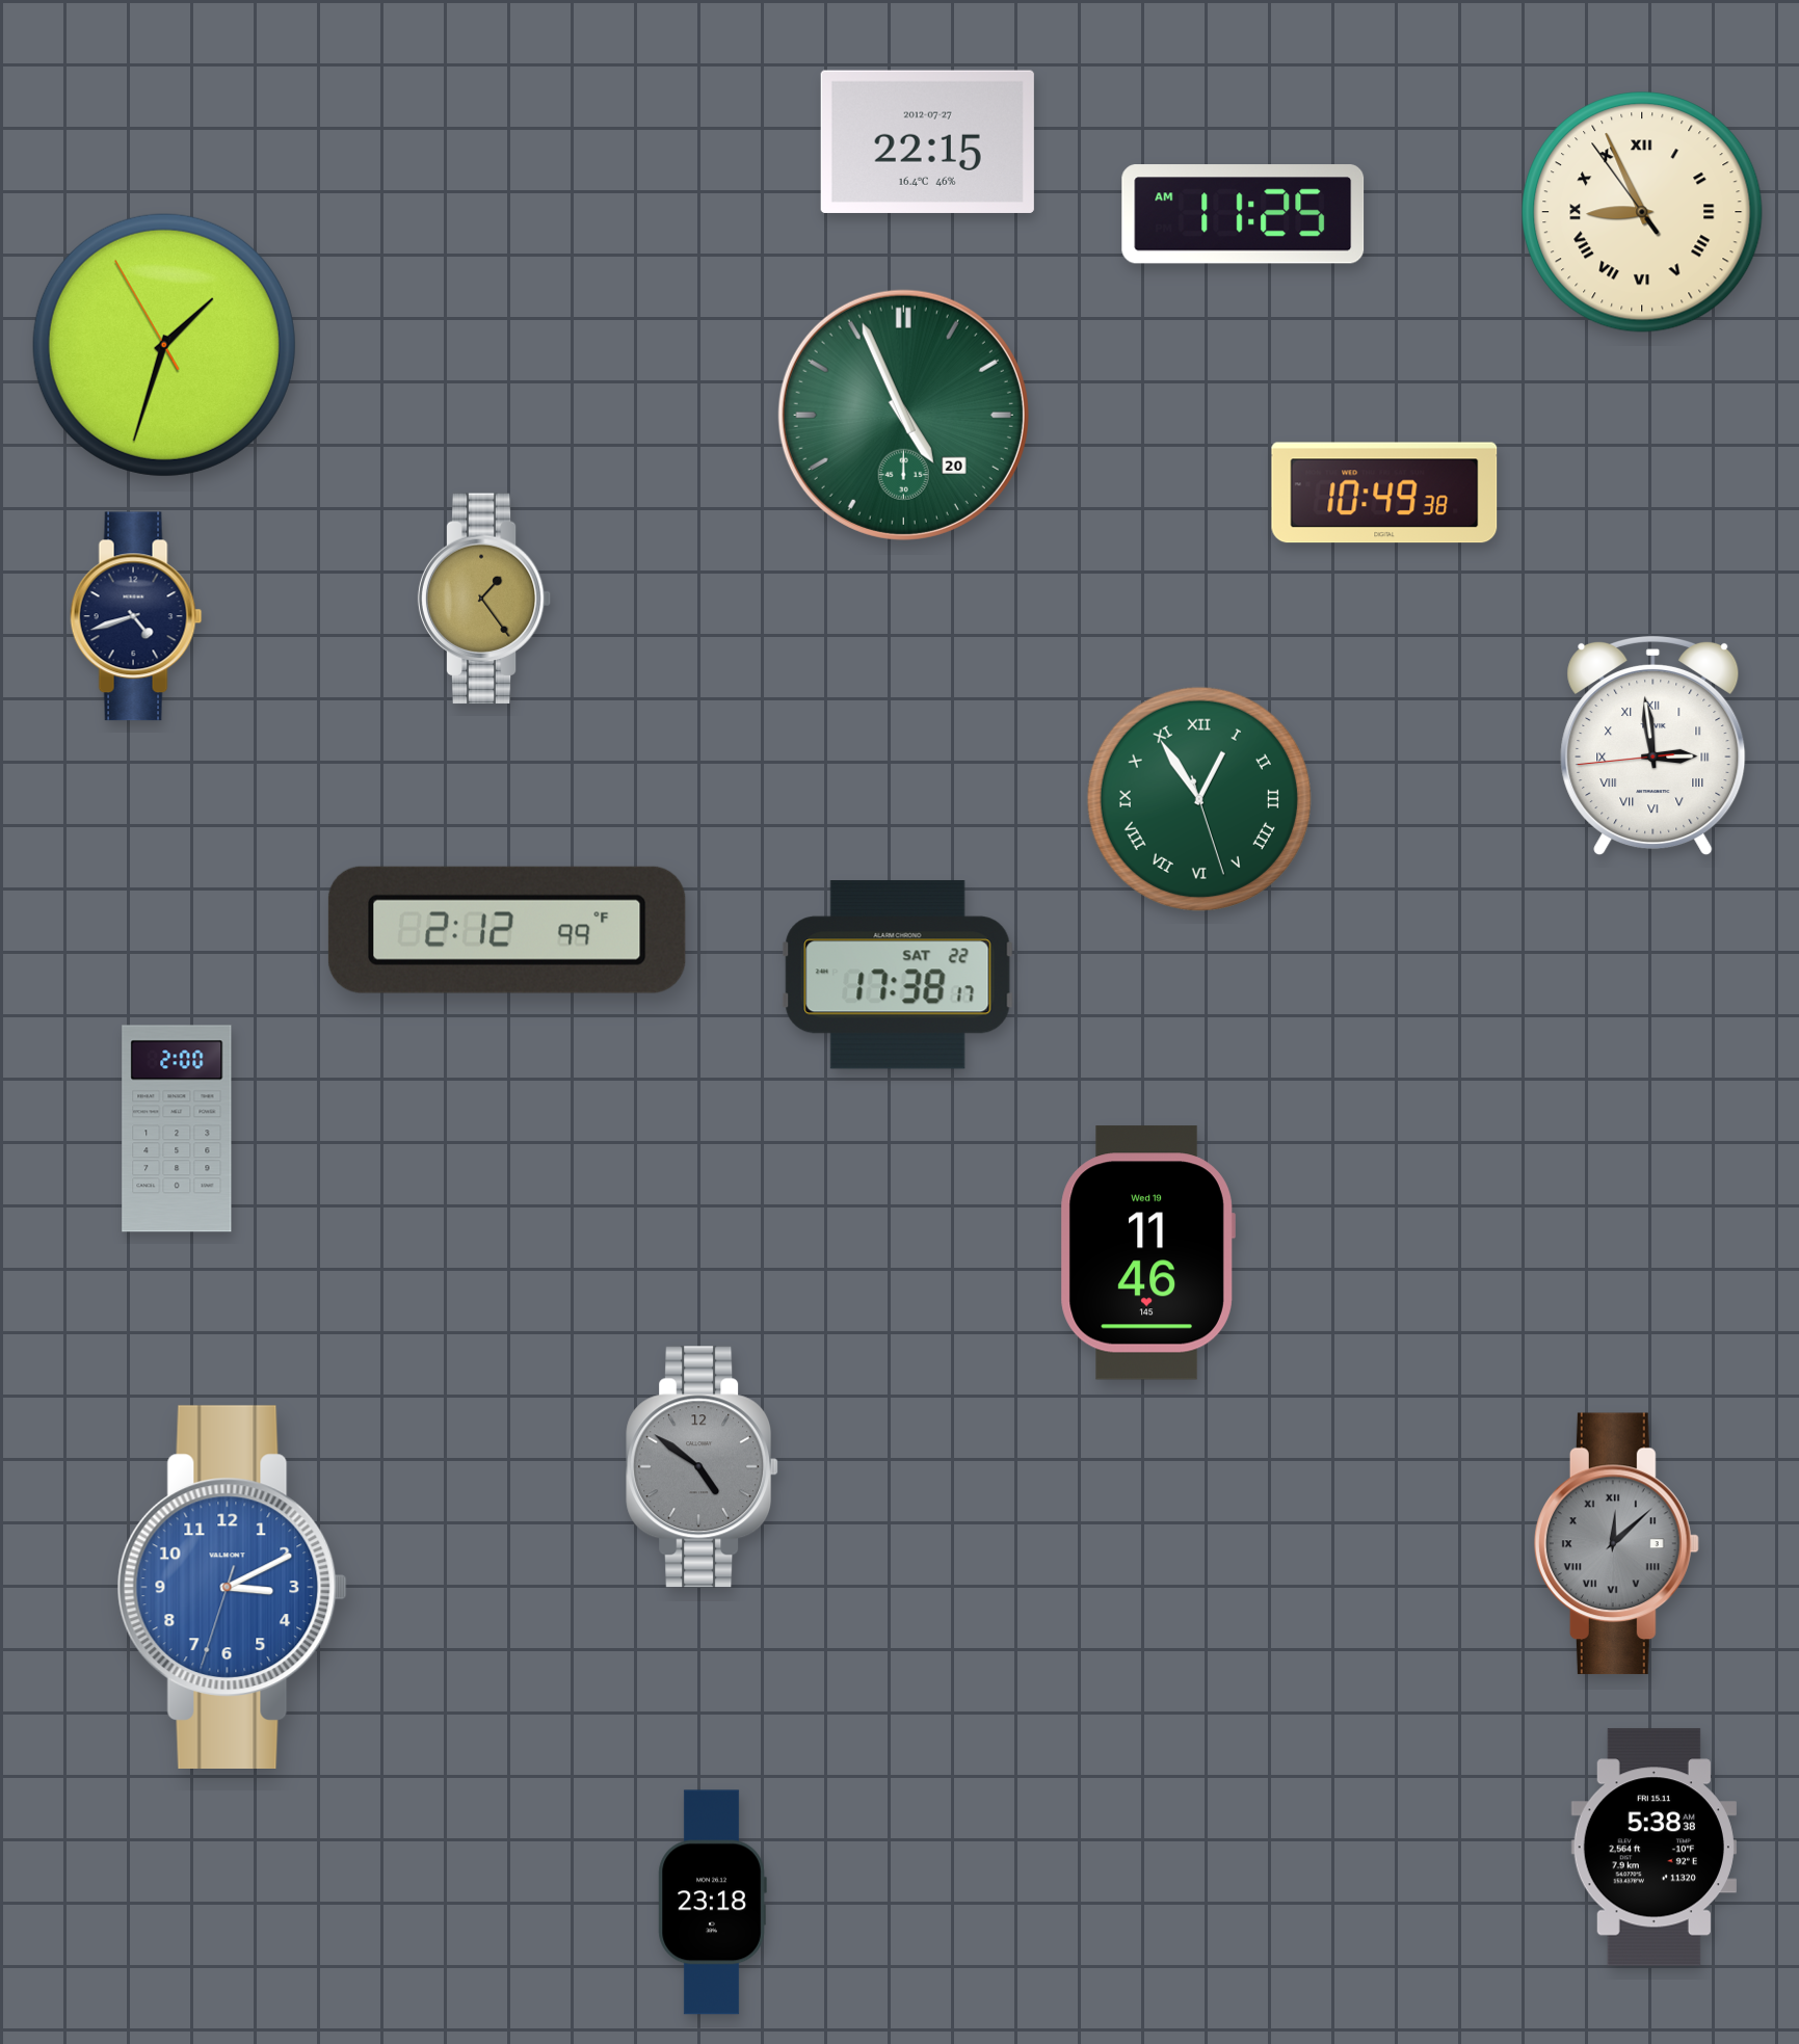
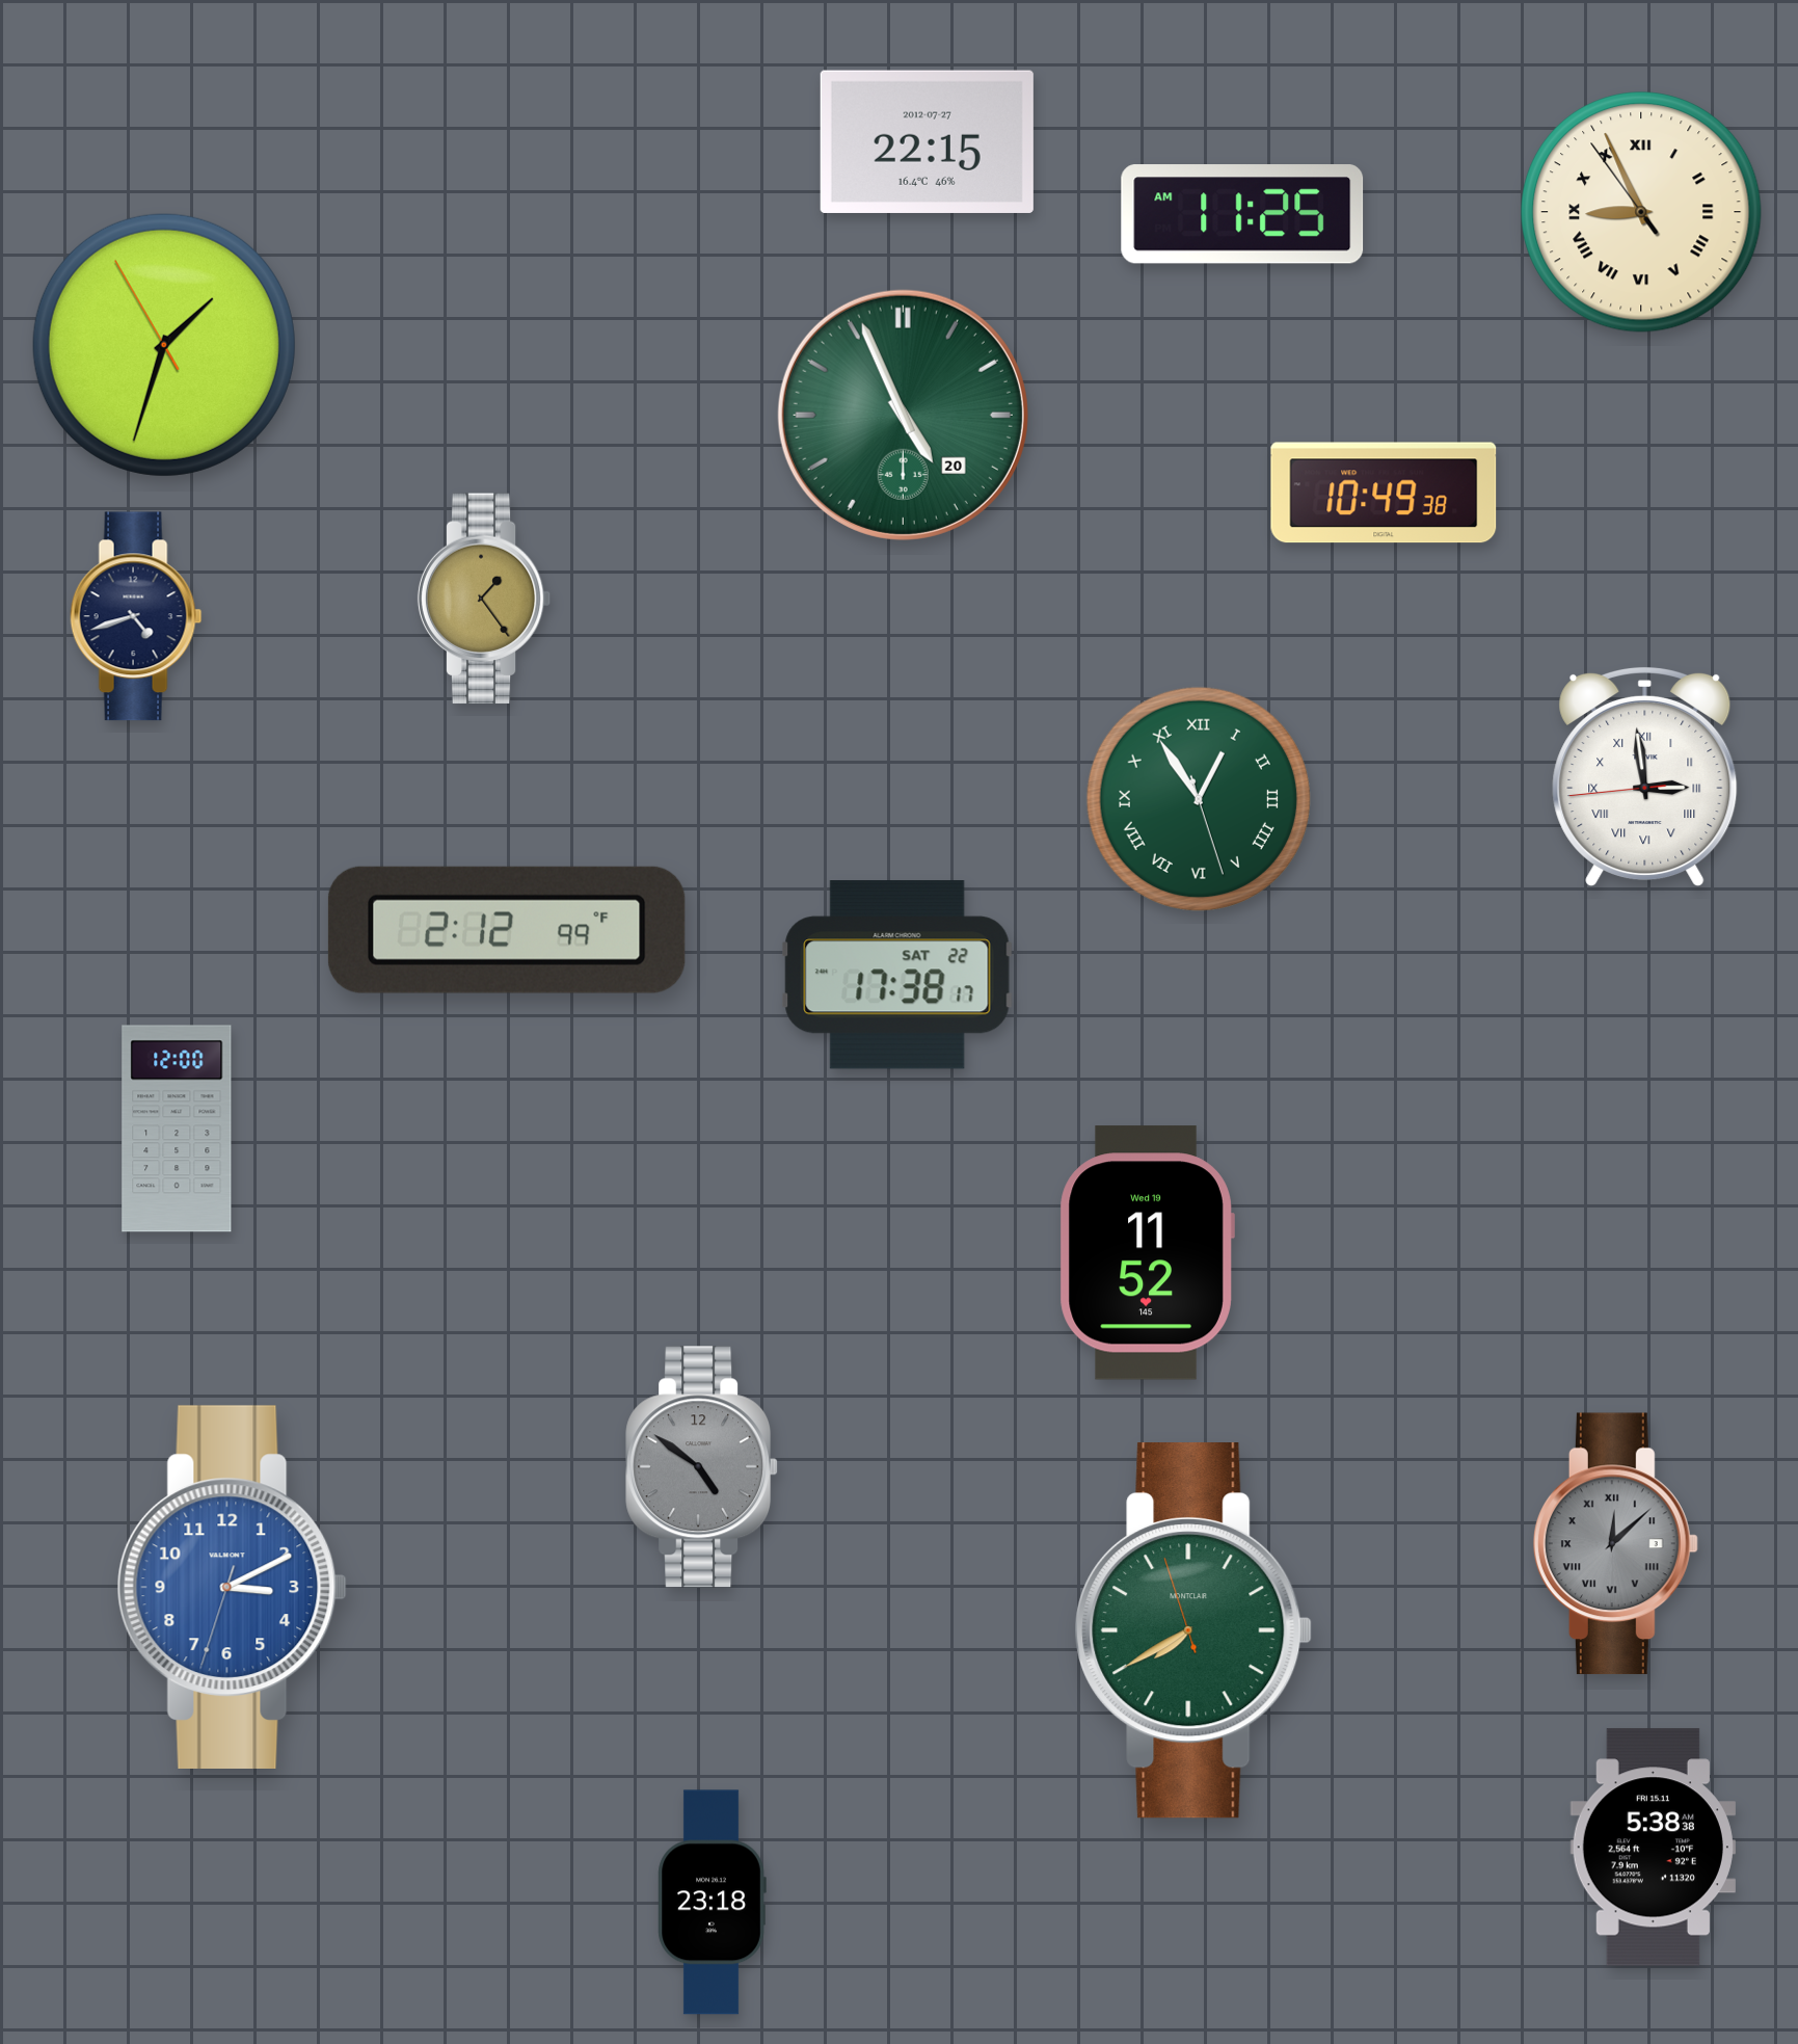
clock at (1654, 746) position: (1654, 746) -> (1645, 777)
clock at (177, 1129): 2:00 -> 12:00
clock at (1147, 1253): 11:46 -> 11:52
clock at (1193, 1630): none -> 7:39
